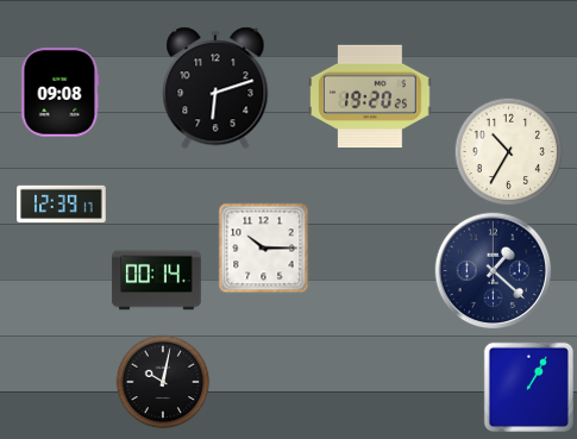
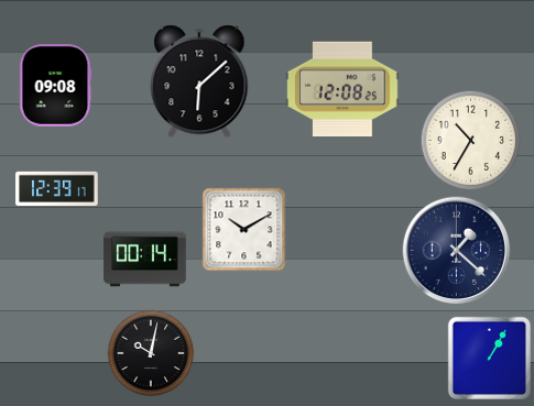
clock at (215, 88): 6:12 -> 6:08
clock at (370, 95): 19:20 -> 12:08
clock at (264, 249): 10:15 -> 10:10
